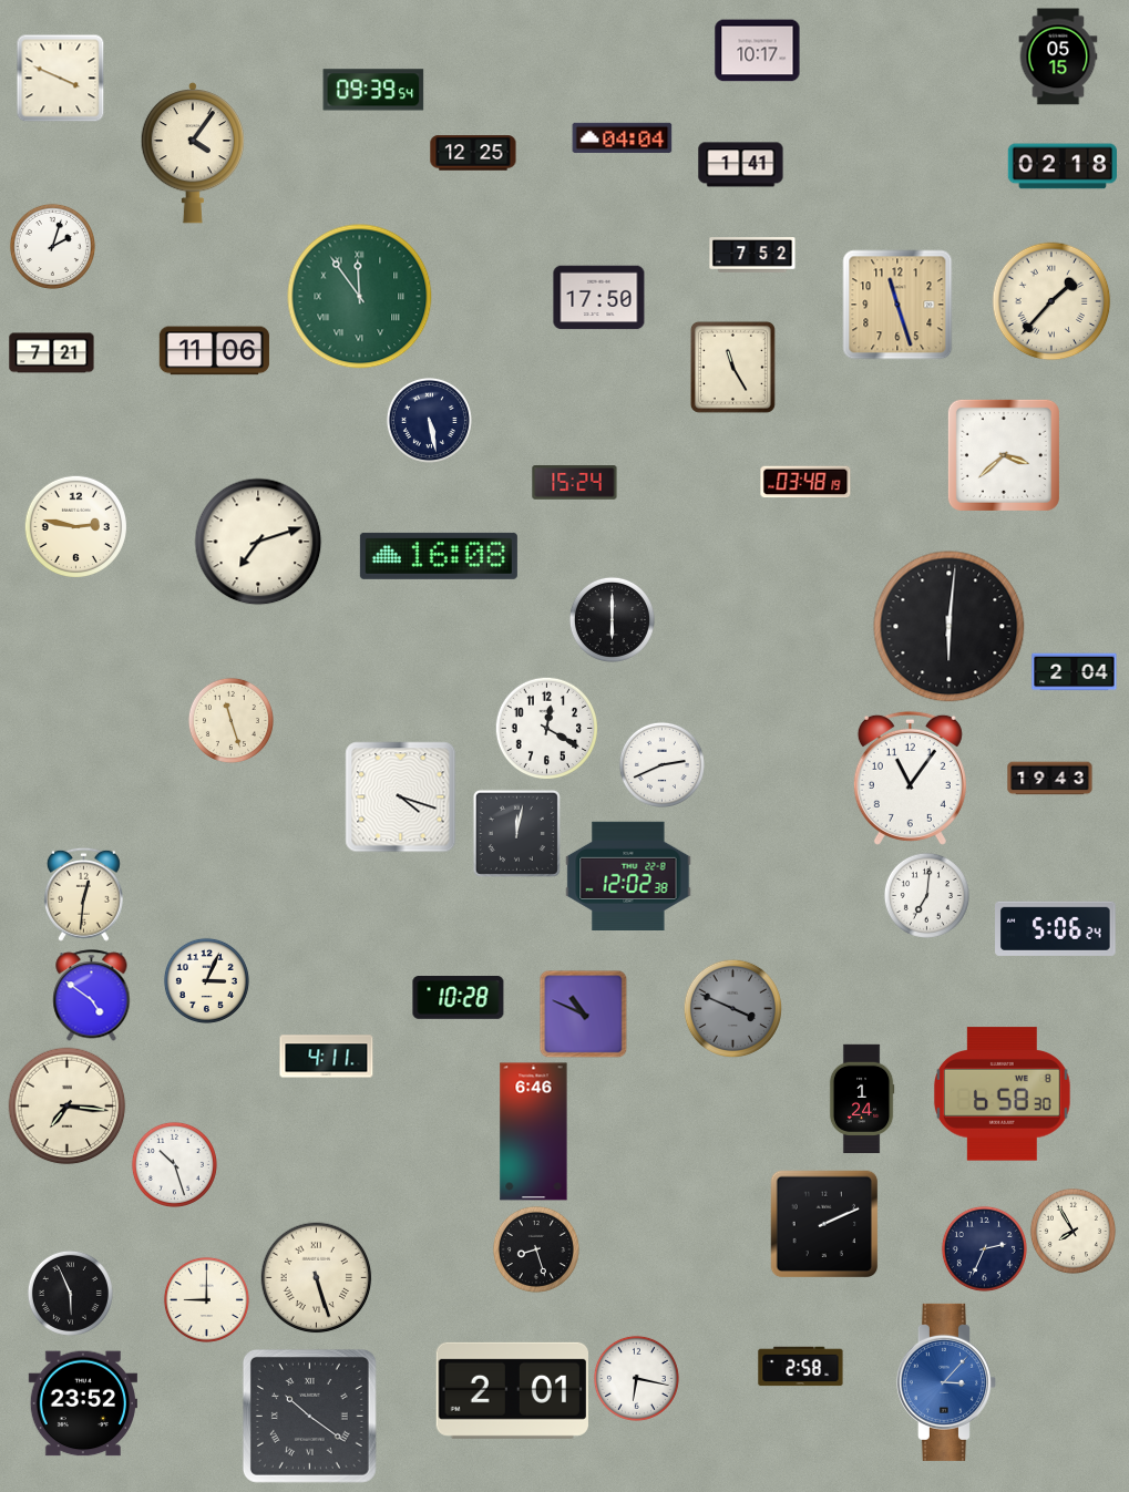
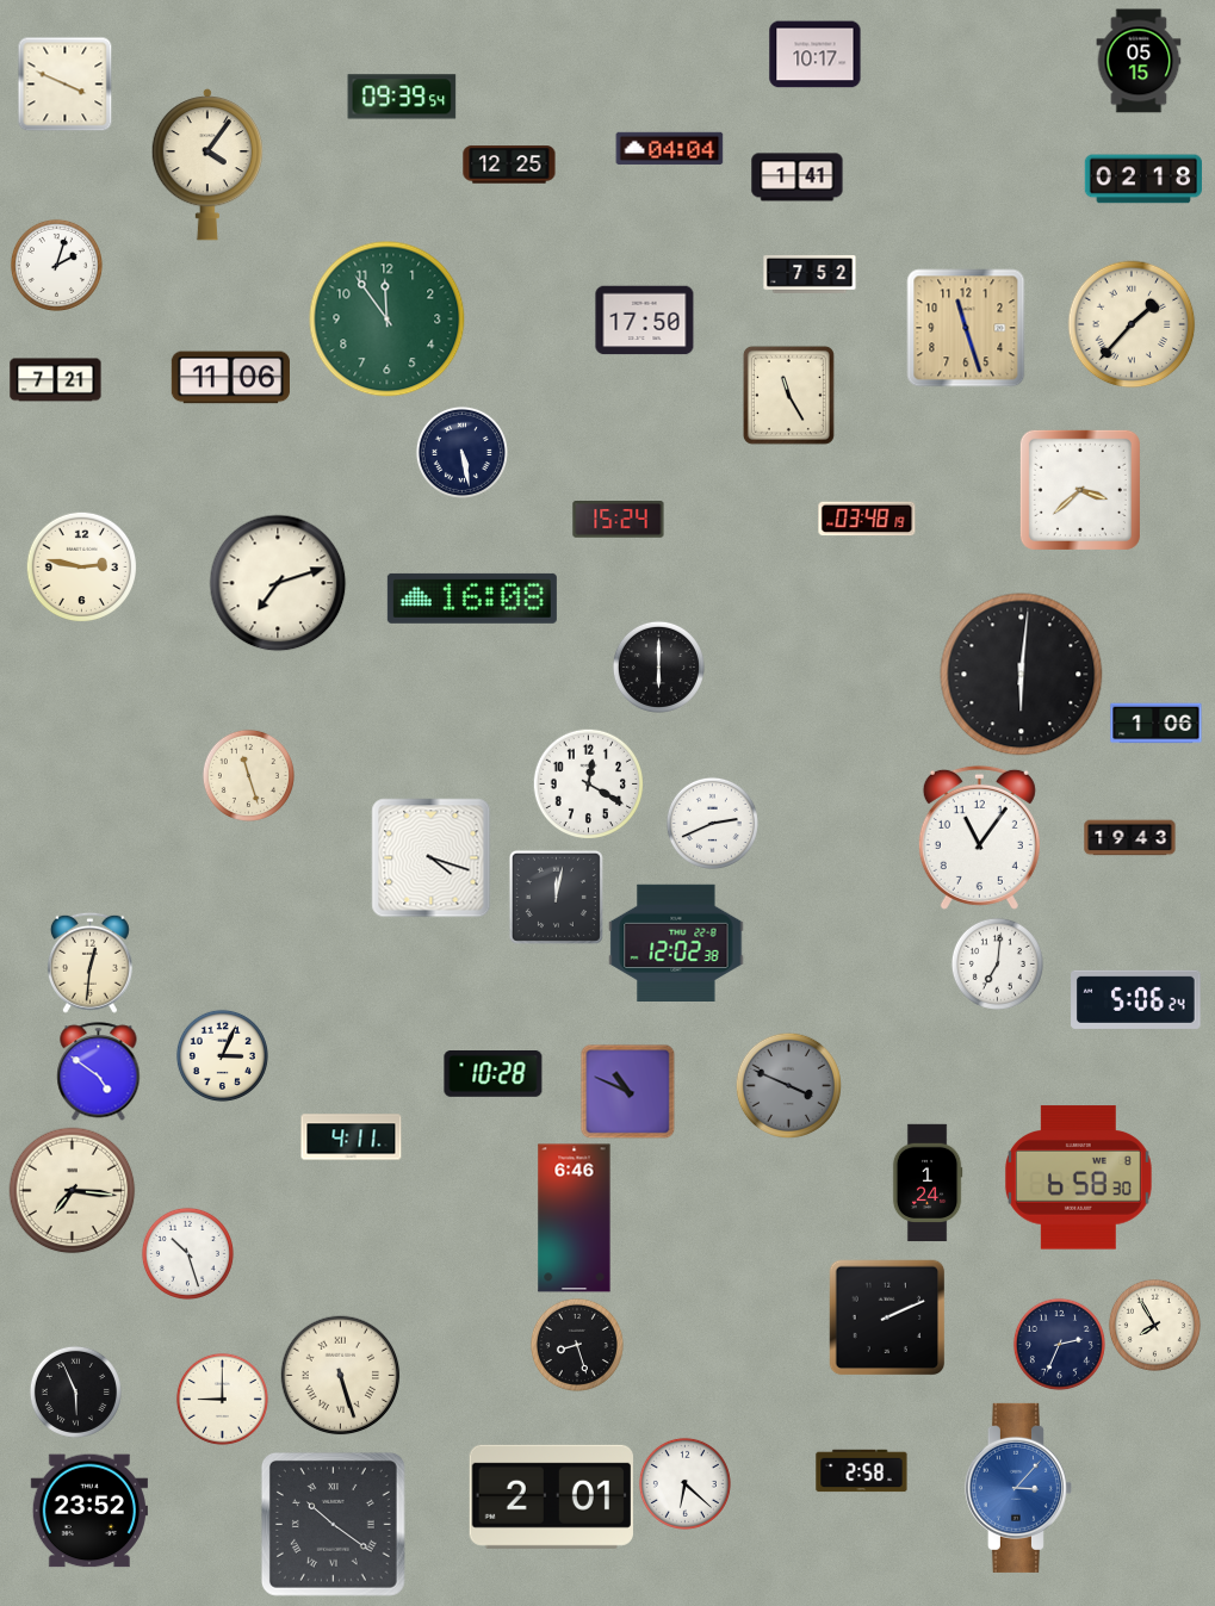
clock at (360, 297) numerals: Roman -> Arabic
clock at (1075, 672): 2:04 -> 1:06
clock at (636, 1378): 6:17 -> 6:22
